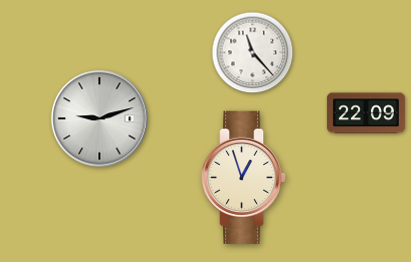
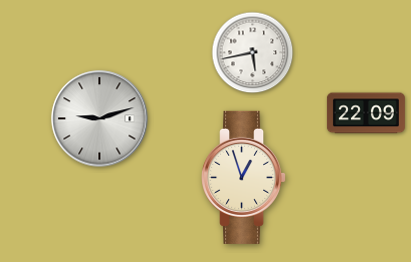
clock at (253, 53): 11:23 -> 5:43
